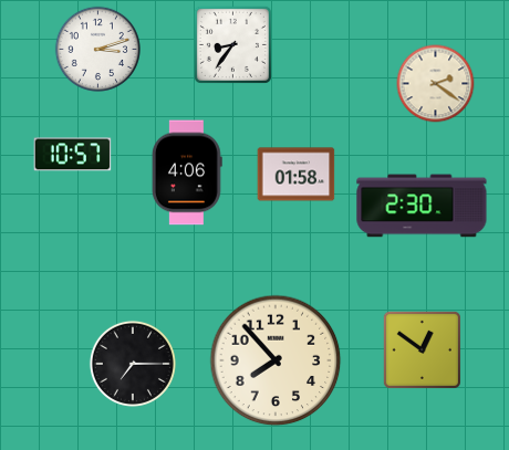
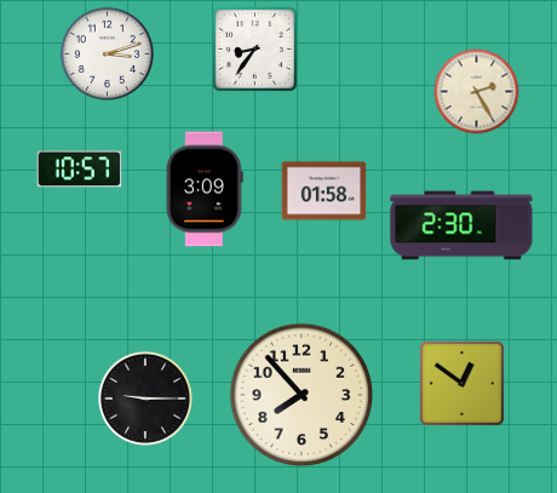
clock at (436, 84): 2:21 -> 2:25
clock at (187, 172): 4:06 -> 3:09
clock at (133, 364): 7:15 -> 9:15
